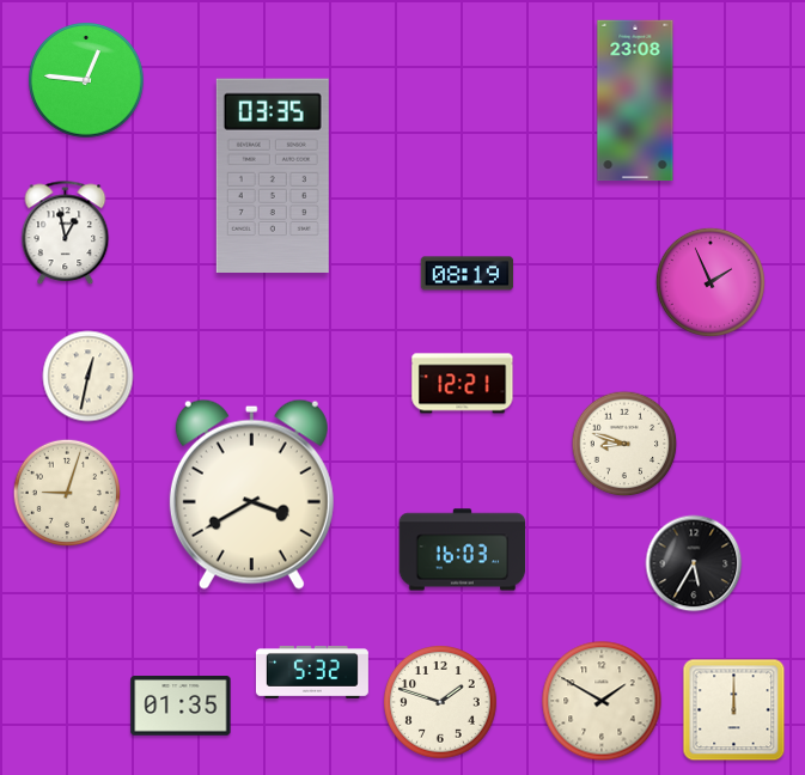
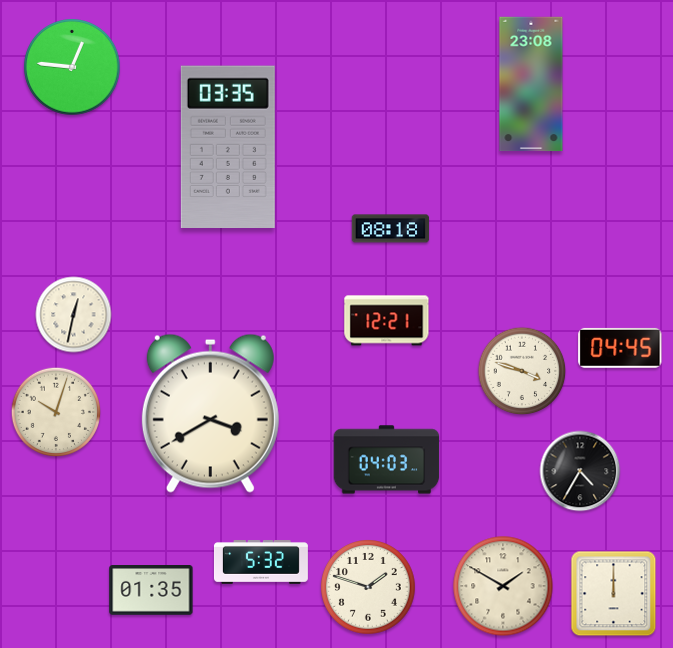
clock at (66, 233): 12:58 -> none
clock at (468, 274): 08:19 -> 08:18
clock at (711, 282): 1:56 -> none
clock at (620, 348): none -> 04:45
clock at (624, 444): 8:48 -> 3:48
clock at (66, 492): 9:03 -> 10:03
clock at (463, 550): 16:03 -> 04:03
clock at (694, 563): 5:35 -> 4:35
